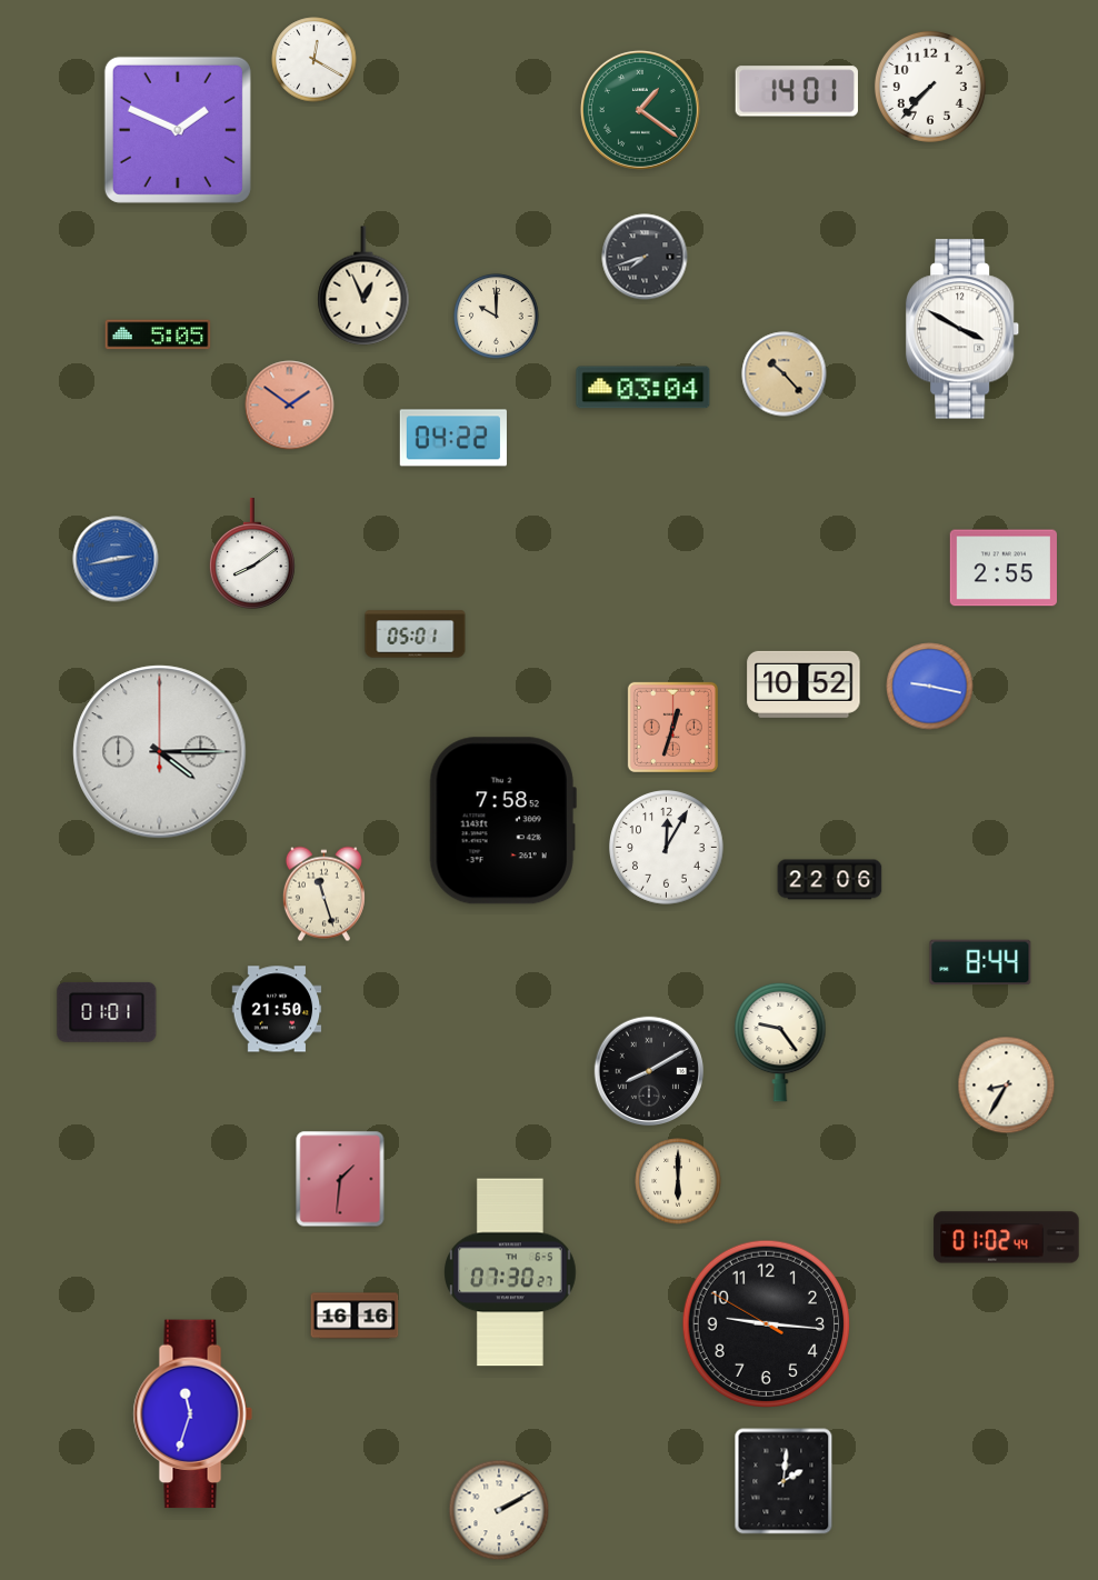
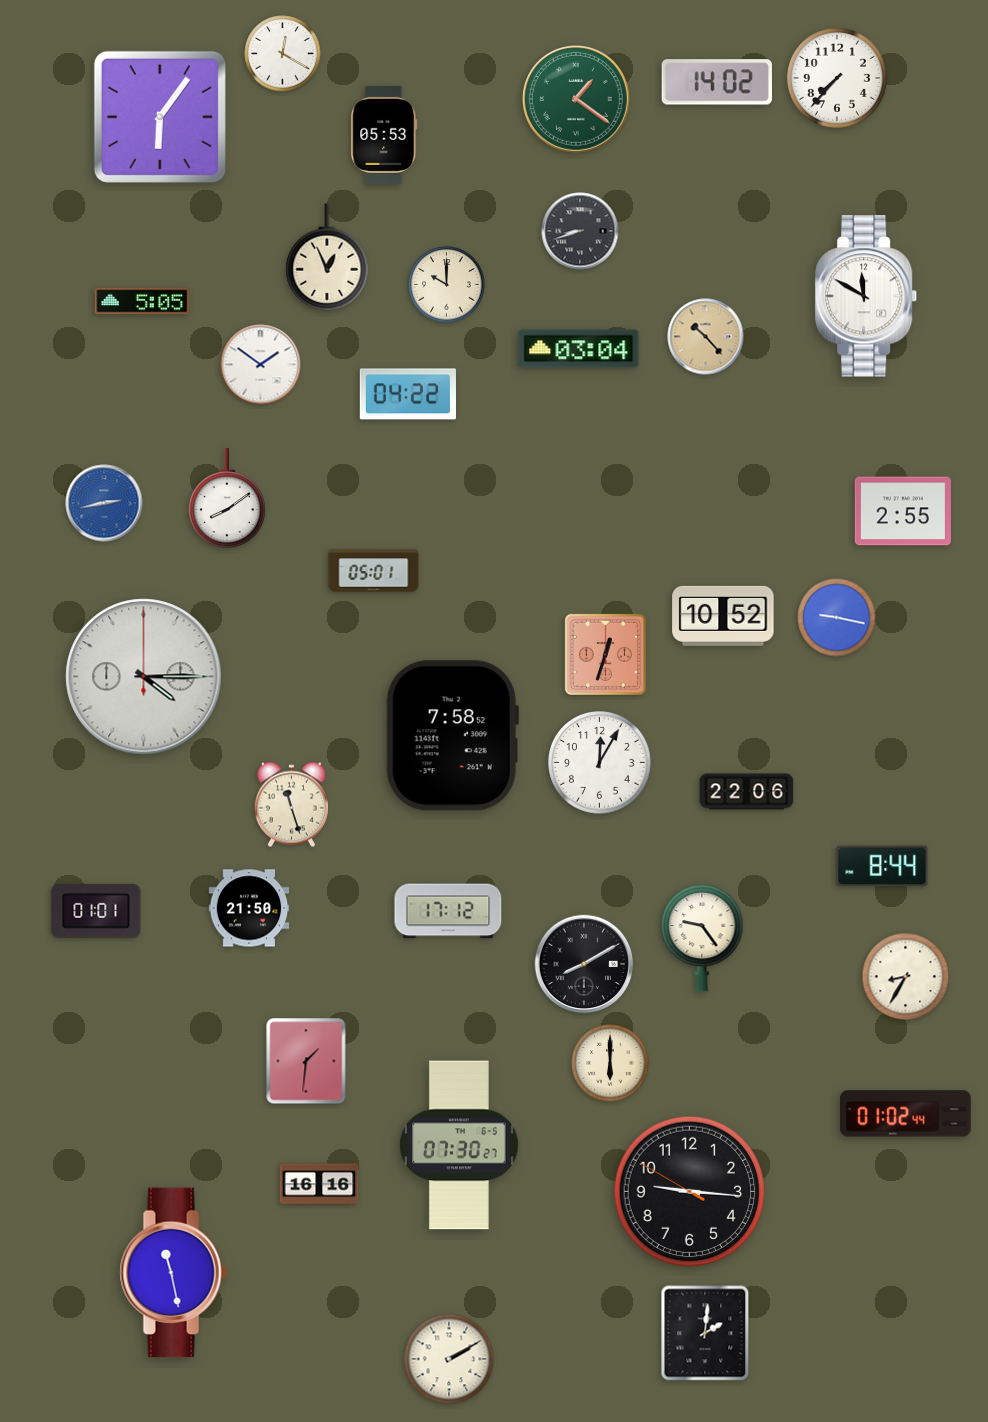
clock at (796, 91): 14:01 -> 14:02
clock at (178, 130): 1:49 -> 6:06
clock at (384, 135): none -> 05:53
clock at (645, 257): 7:42 -> 8:42
clock at (962, 329): 3:50 -> 11:50
clock at (290, 406) dial: salmon -> white
clock at (502, 821) position: (502, 821) -> (452, 736)
clock at (448, 911): none -> 17:12
clock at (192, 1414): 11:33 -> 11:28
